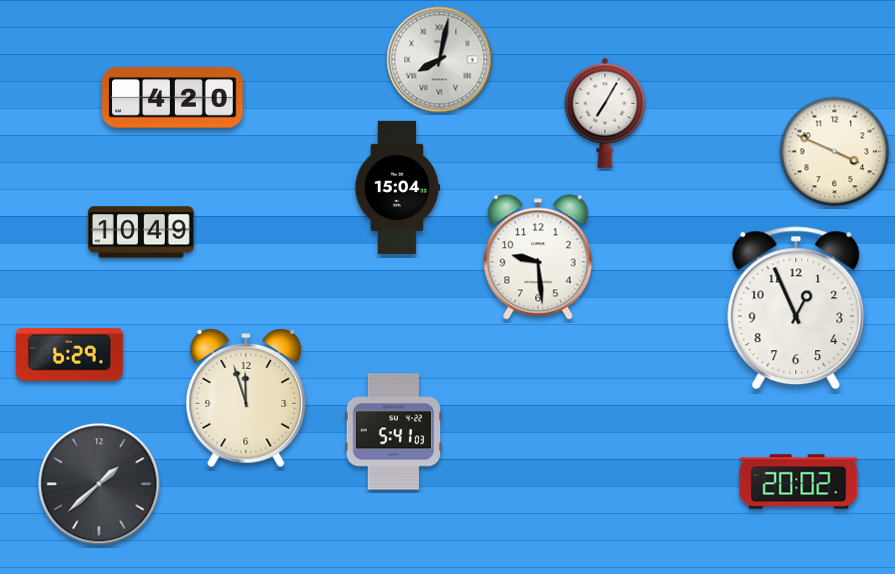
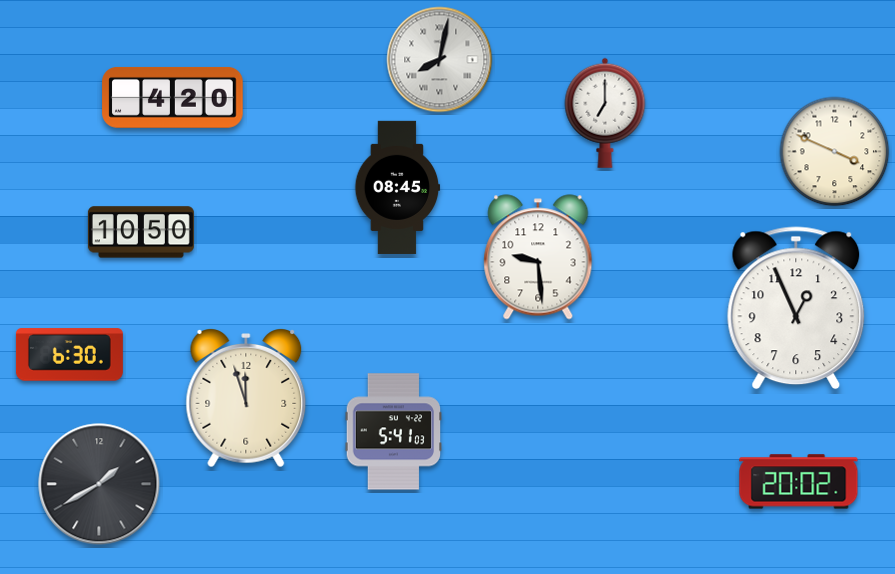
clock at (605, 113): 7:05 -> 7:00
clock at (398, 187): 15:04 -> 08:45
clock at (141, 232): 10:49 -> 10:50
clock at (69, 355): 6:29 -> 6:30
clock at (99, 484): 1:38 -> 1:40
